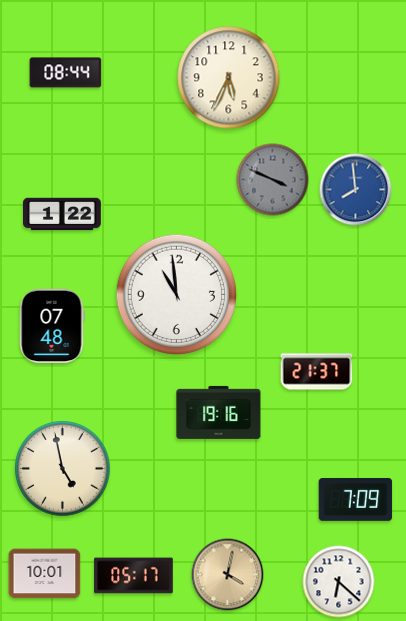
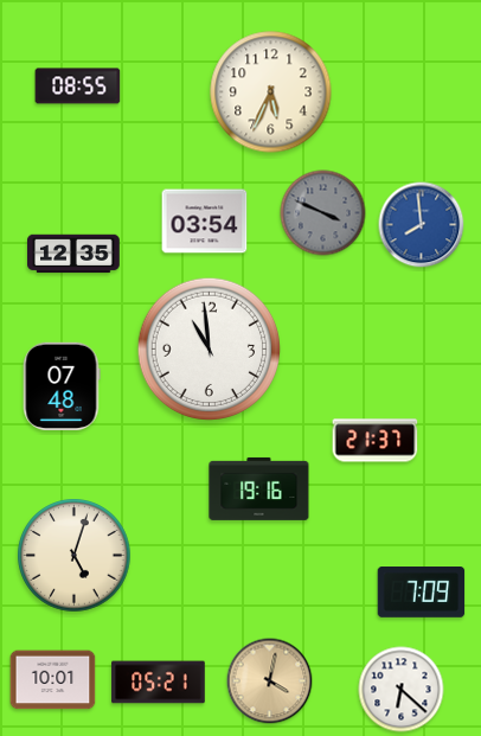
clock at (66, 73): 08:44 -> 08:55
clock at (205, 222): none -> 03:54
clock at (62, 214): 1:22 -> 12:35
clock at (63, 469): 4:58 -> 5:03
clock at (134, 576): 05:17 -> 05:21
